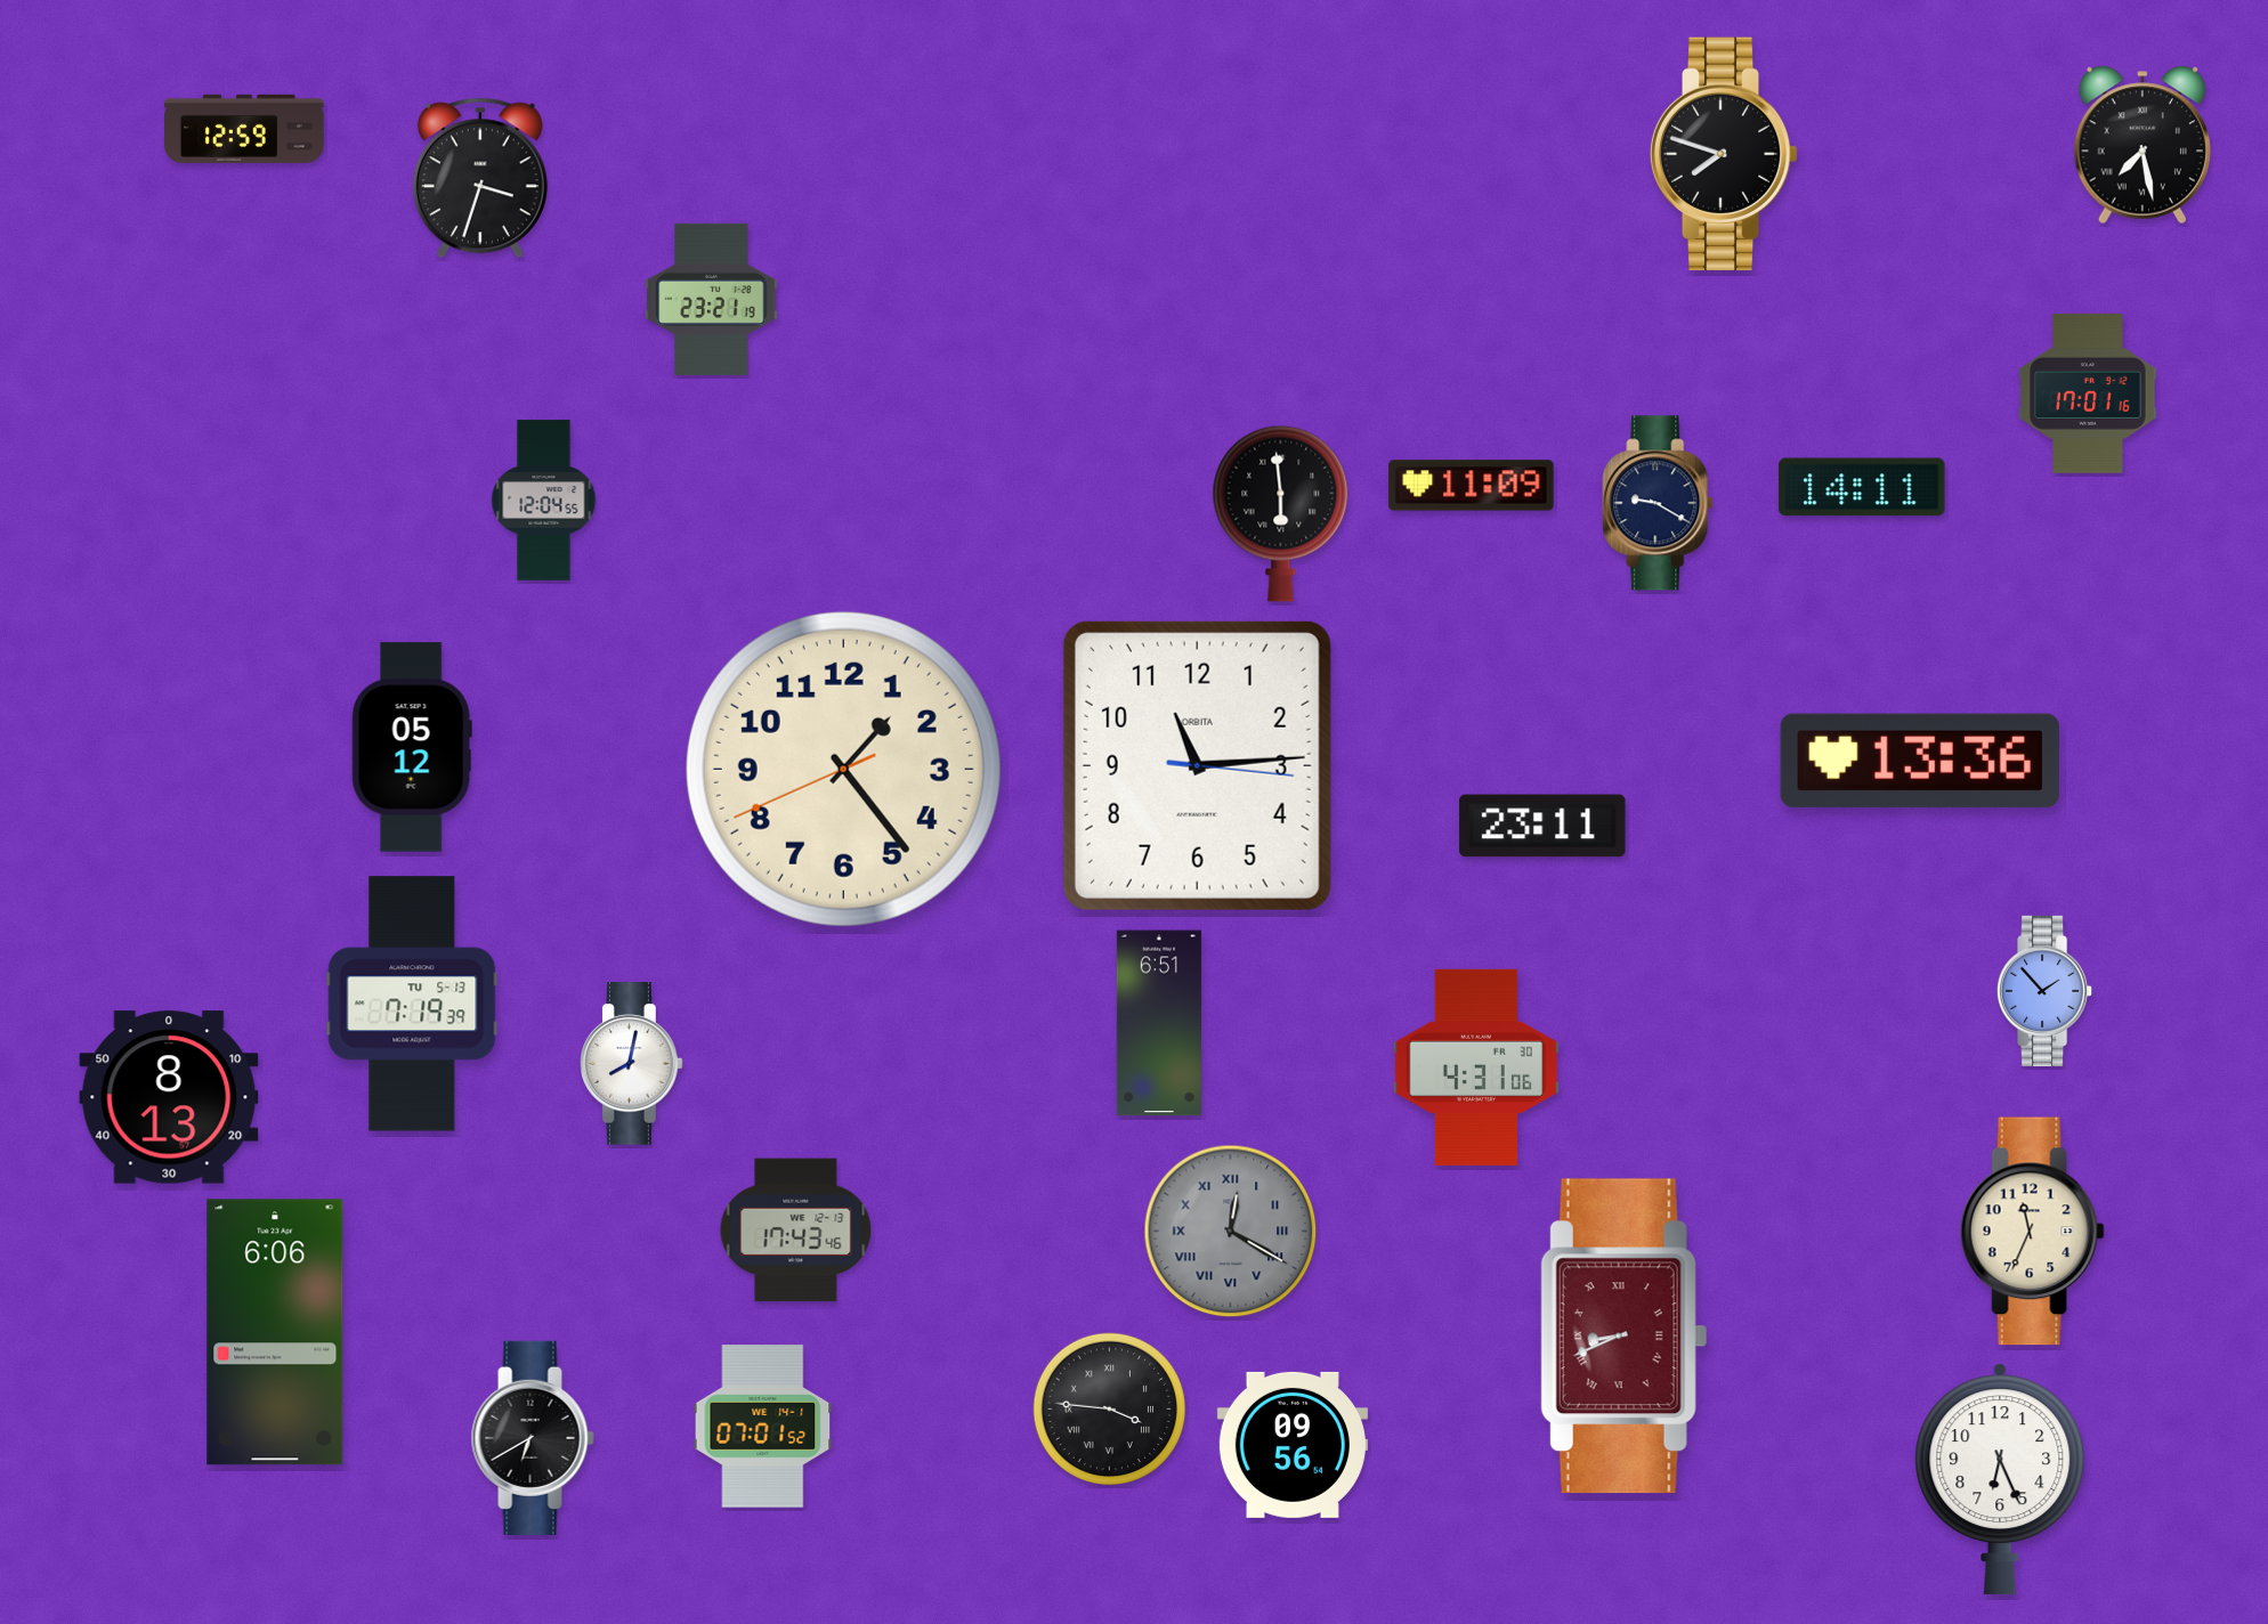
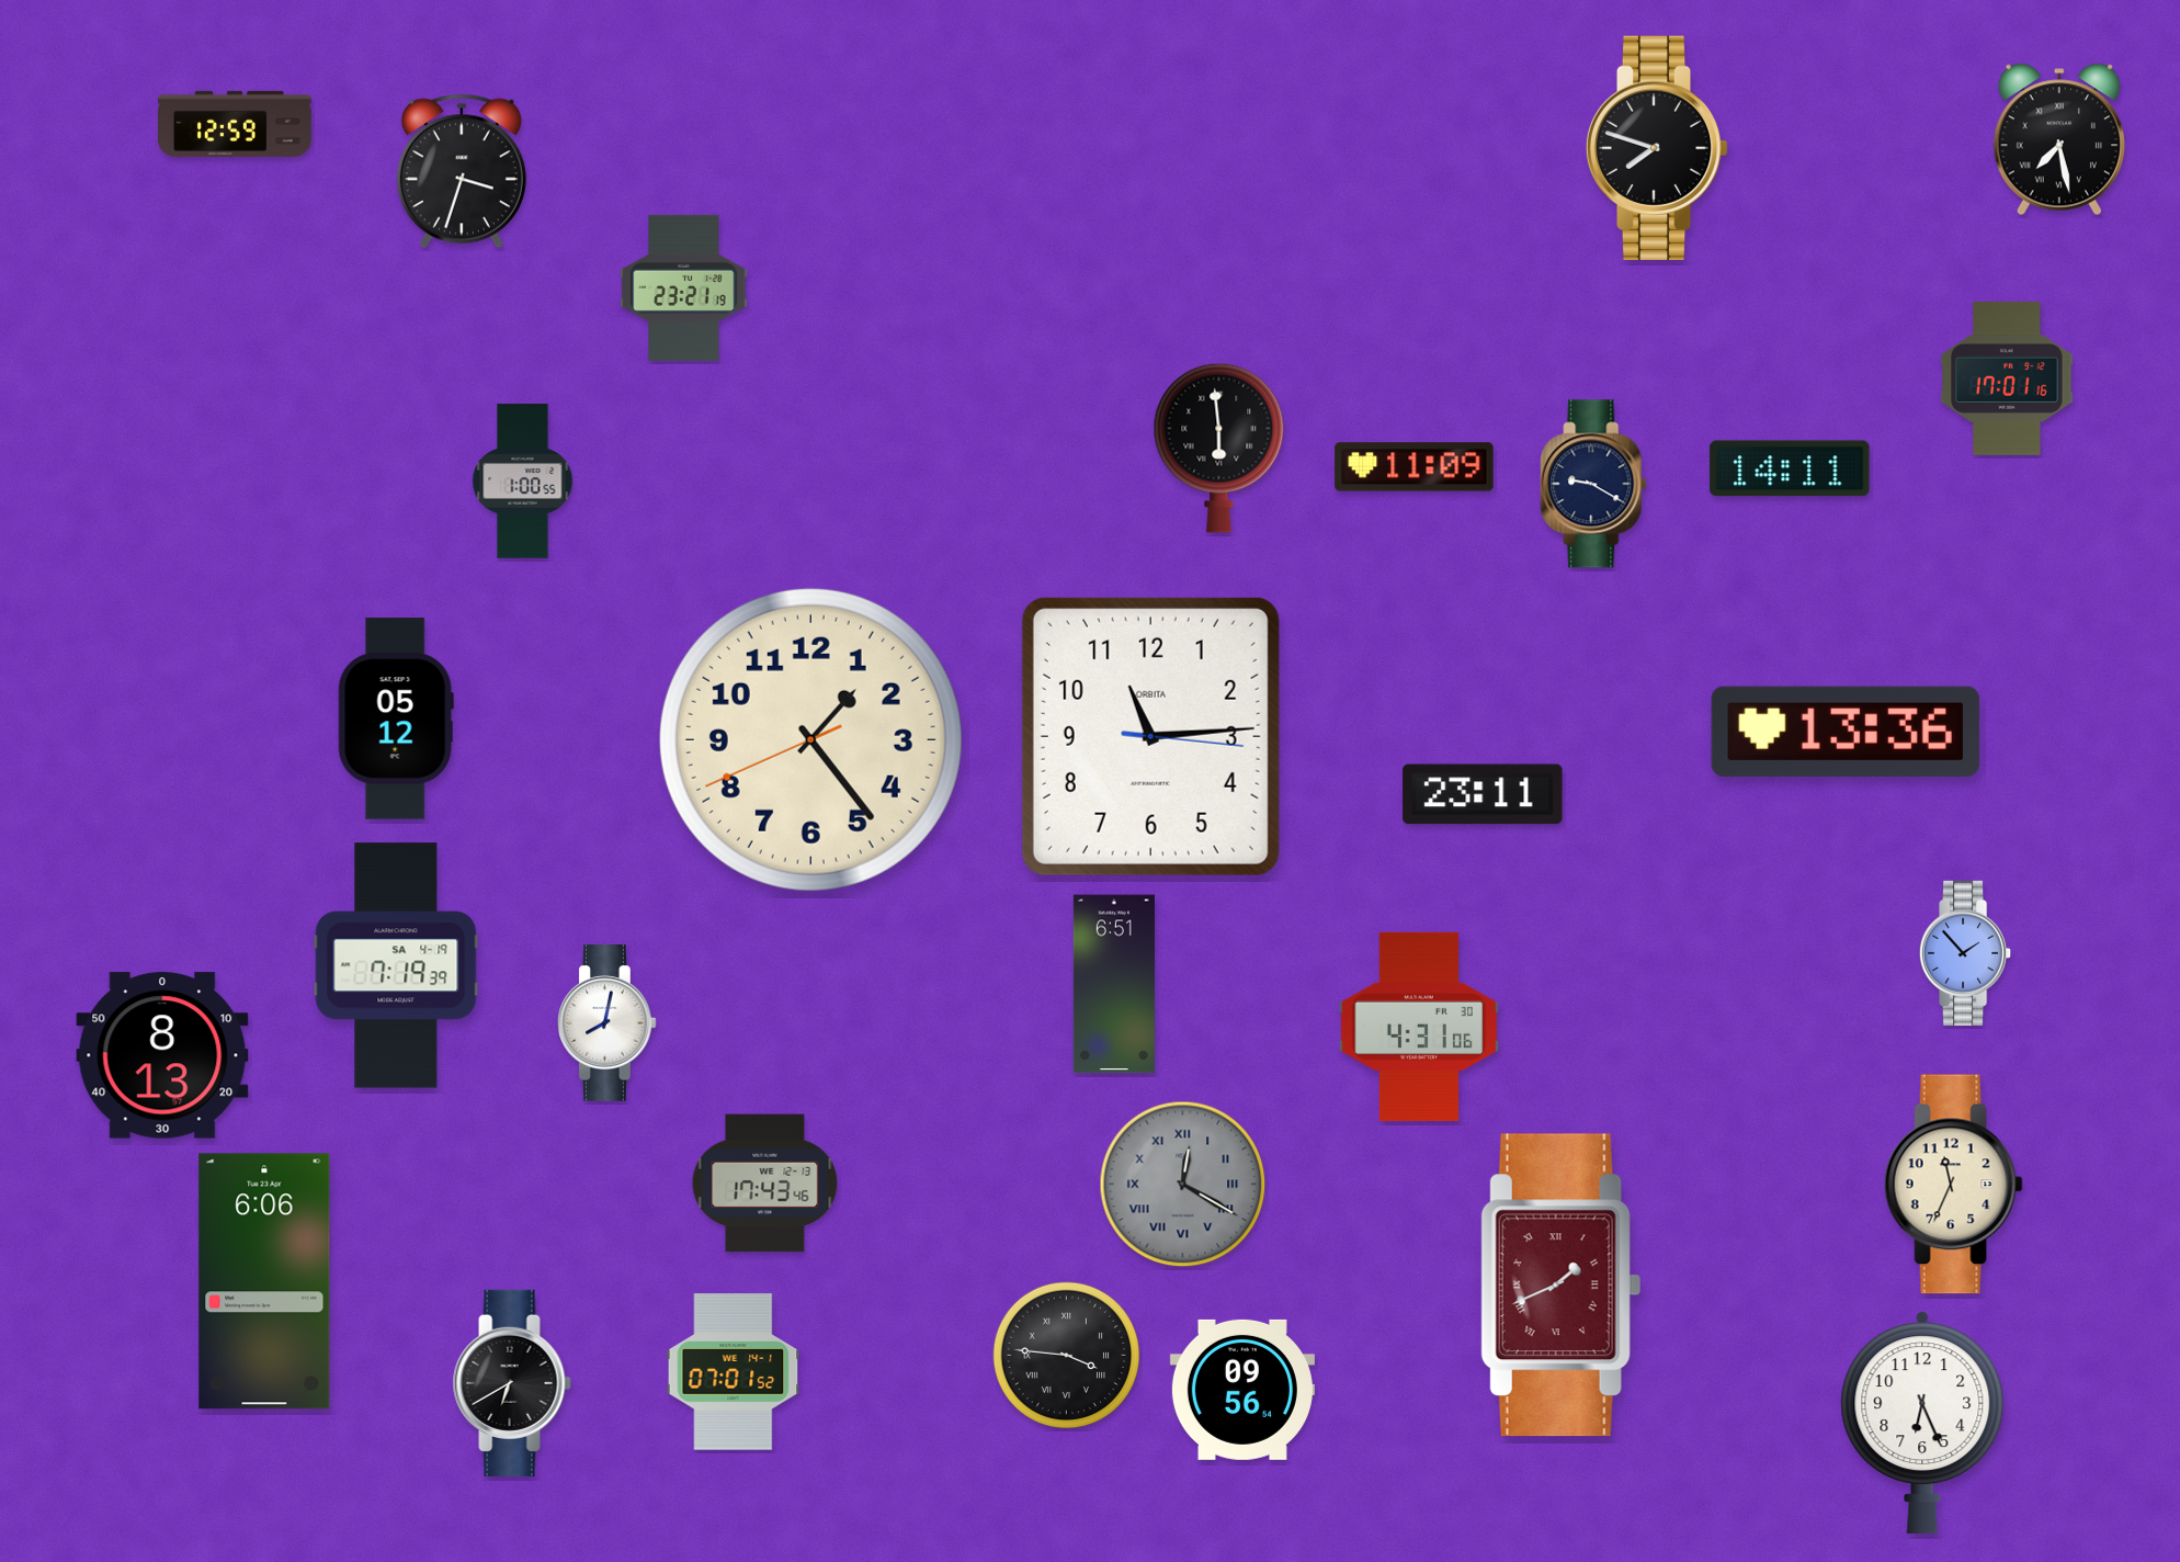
clock at (544, 501): 12:04 -> 1:00
clock at (1281, 513) position: (1281, 513) -> (1219, 448)
clock at (412, 1004) date: TU 5-13 -> SA 4-19
clock at (1625, 1337): 8:41 -> 1:41
